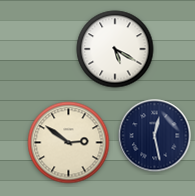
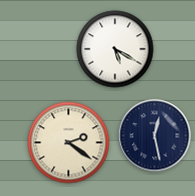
clock at (69, 143): 2:51 -> 2:21
